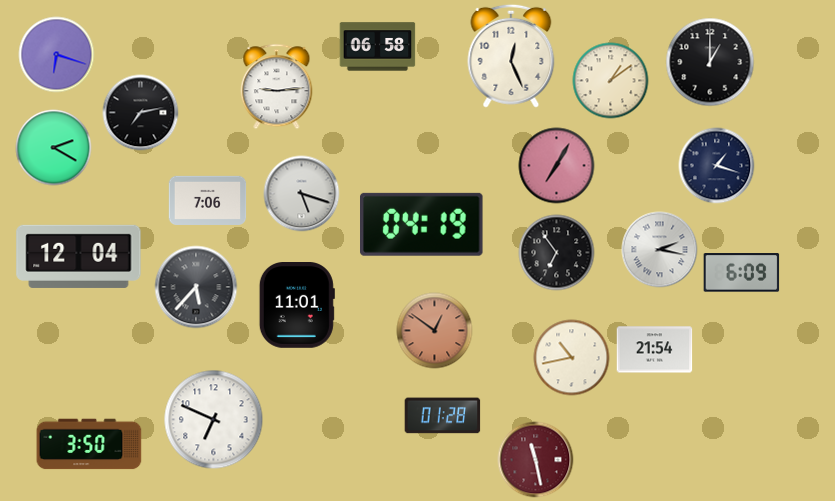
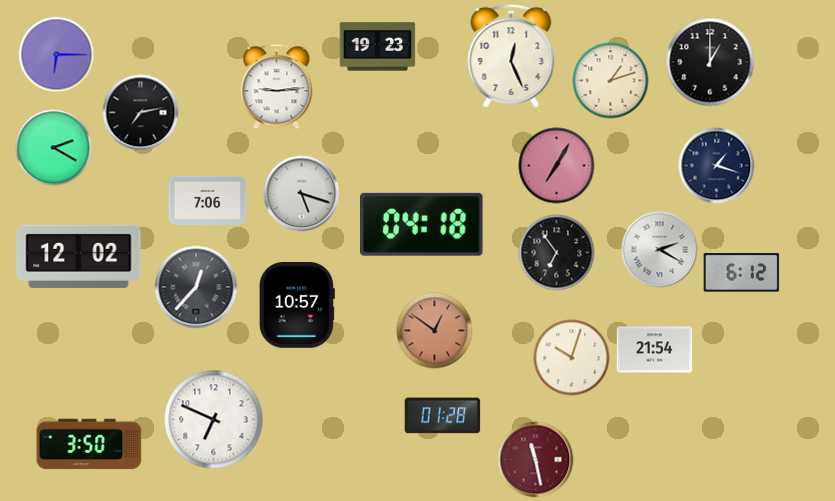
clock at (378, 47): 06:58 -> 19:23
clock at (57, 55): 6:18 -> 6:15
clock at (611, 81): 1:09 -> 1:12
clock at (422, 224): 04:19 -> 04:18
clock at (660, 250): 2:17 -> 2:20
clock at (79, 256): 12:04 -> 12:02
clock at (742, 273): 6:09 -> 6:12
clock at (196, 287): 5:37 -> 12:37
clock at (297, 306): 11:01 -> 10:57
clock at (572, 358): 10:43 -> 10:03
